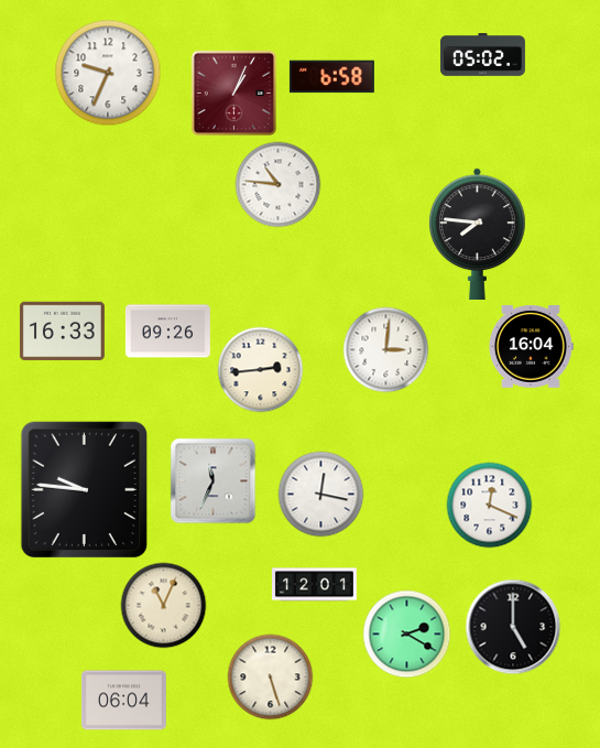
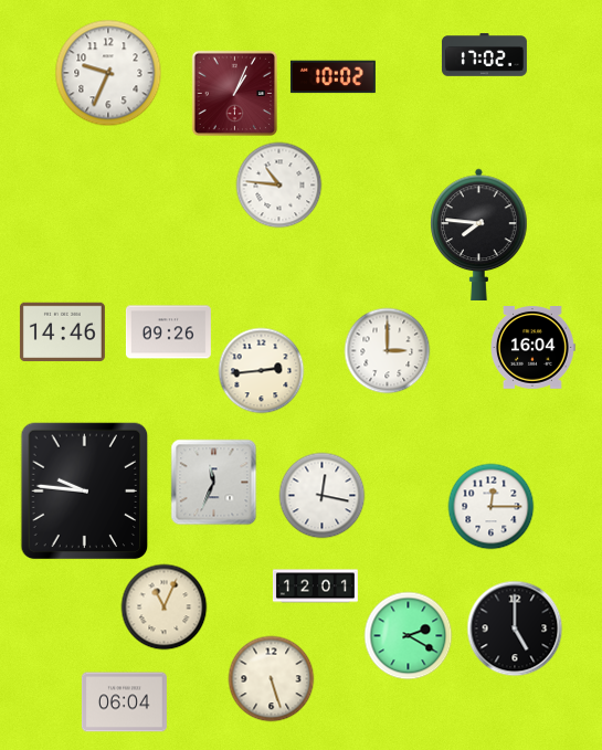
clock at (482, 55): 05:02 -> 17:02
clock at (331, 77): 6:58 -> 10:02
clock at (62, 332): 16:33 -> 14:46
clock at (385, 349): 3:01 -> 3:00
clock at (489, 505): 12:19 -> 12:15
